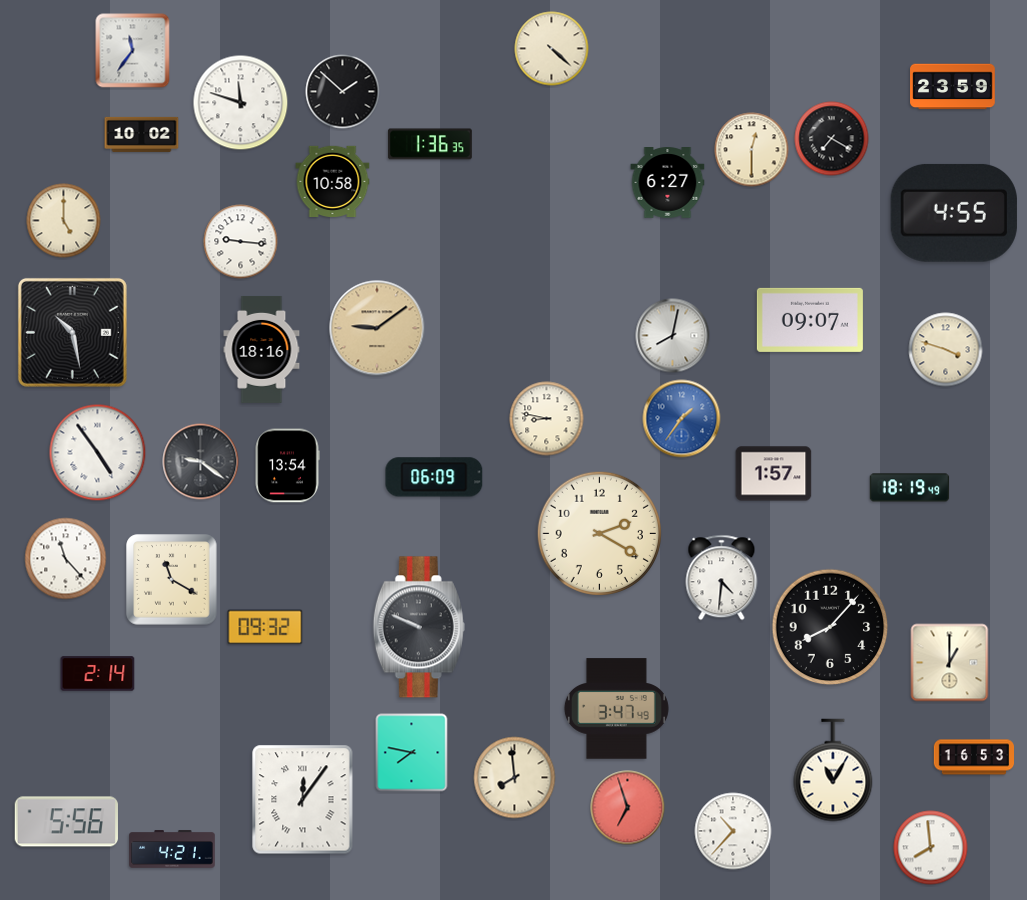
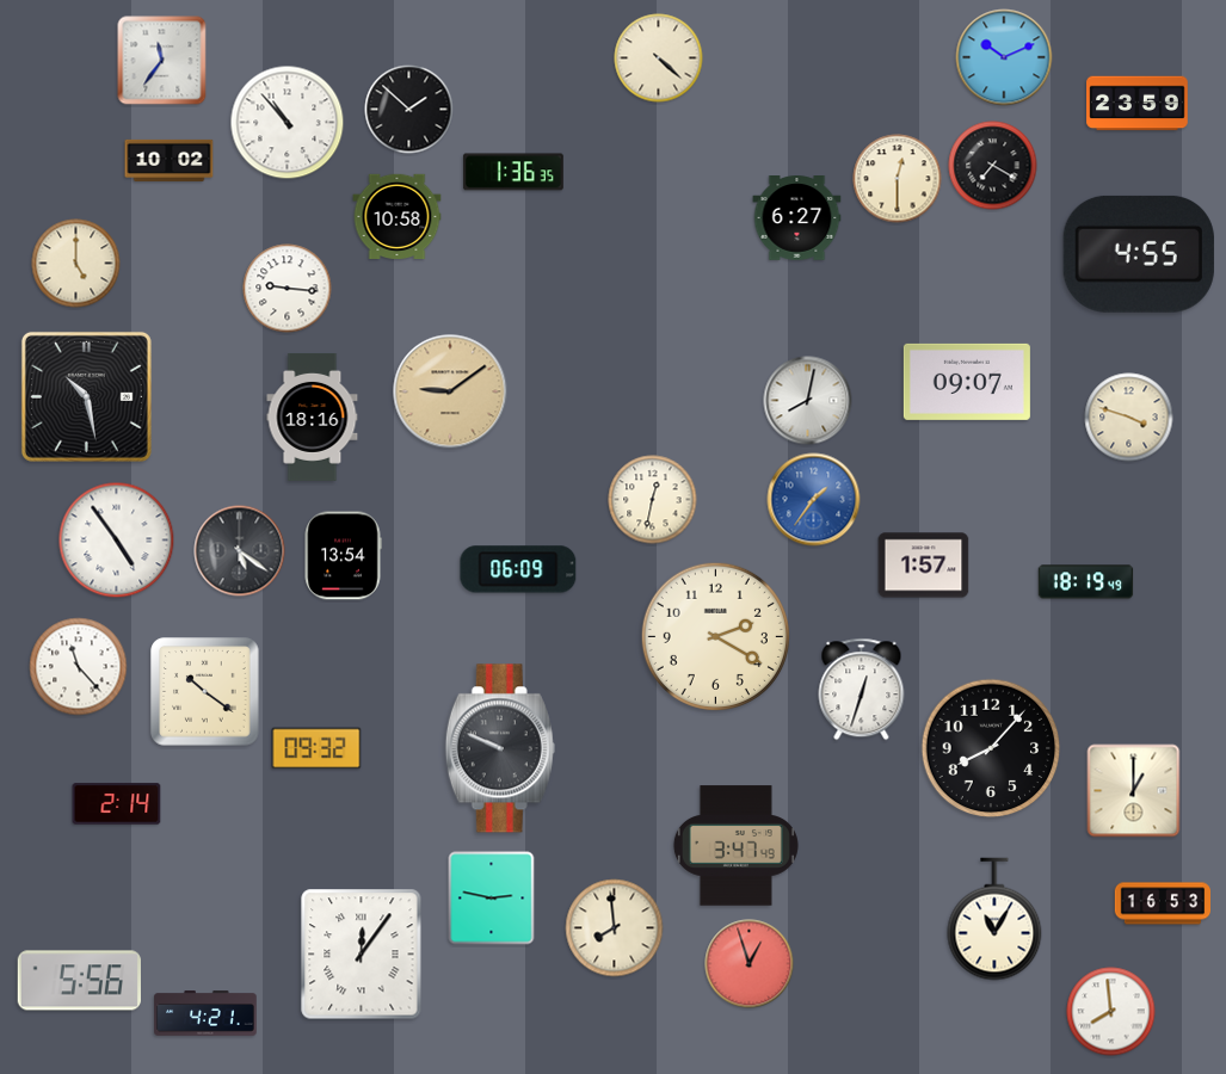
clock at (1004, 57): none -> 10:11
clock at (133, 51) position: (133, 51) -> (162, 61)
clock at (241, 103): 11:48 -> 10:53
clock at (673, 336) position: (673, 336) -> (808, 401)
clock at (547, 419): 8:47 -> 12:32
clock at (201, 462): 9:21 -> 5:21
clock at (722, 578): 4:31 -> 12:33
clock at (172, 580): 11:20 -> 10:21
clock at (412, 753): 7:47 -> 2:47
clock at (628, 808): 6:57 -> 12:57
clock at (733, 831): 10:37 -> none
